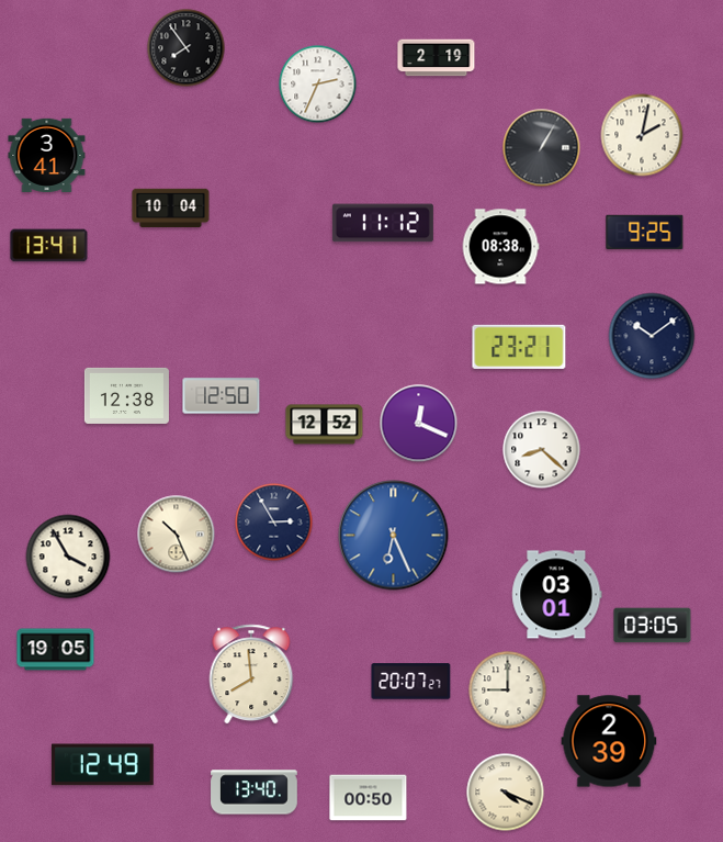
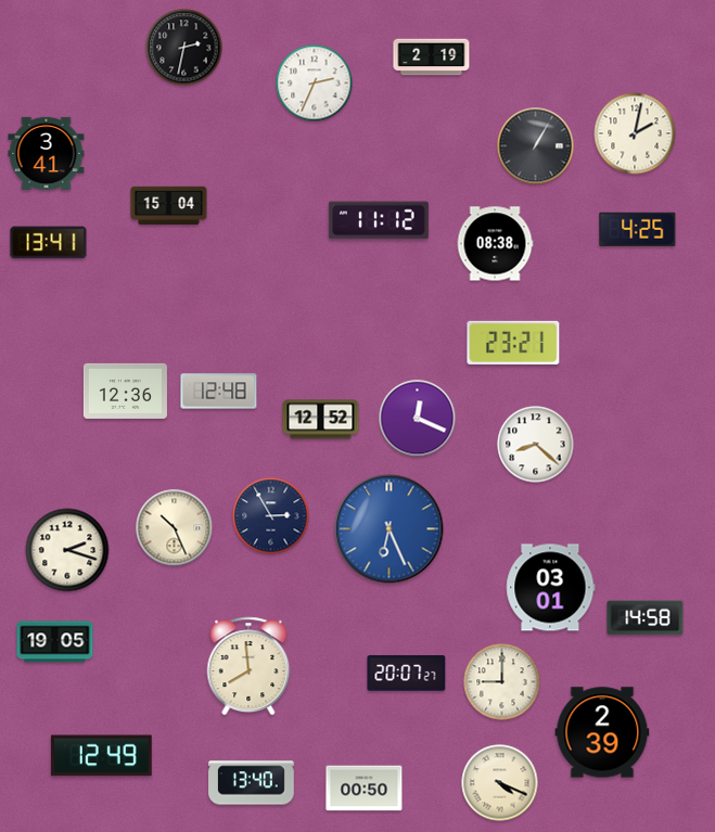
clock at (187, 48): 7:54 -> 2:32
clock at (171, 209): 10:04 -> 15:04
clock at (645, 232): 9:25 -> 4:25
clock at (652, 336): 10:09 -> none
clock at (126, 395): 12:38 -> 12:36
clock at (222, 396): 12:50 -> 12:48
clock at (419, 424) position: (419, 424) -> (418, 419)
clock at (68, 557): 3:55 -> 2:18
clock at (653, 626): 03:05 -> 14:58
